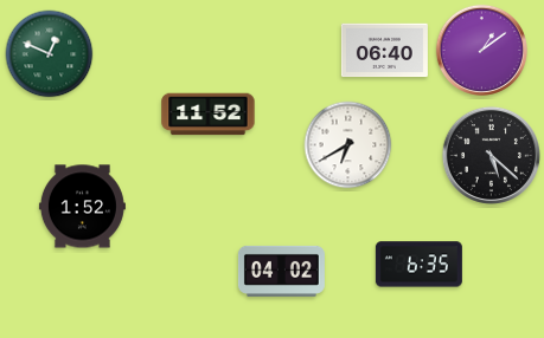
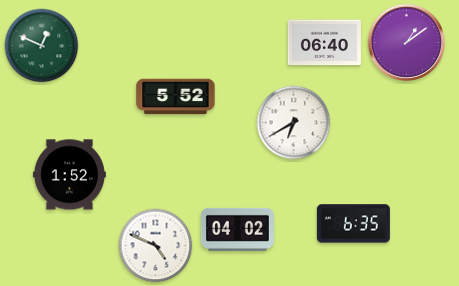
clock at (209, 115): 11:52 -> 5:52
clock at (491, 155): 5:22 -> none
clock at (156, 246): none -> 4:49
